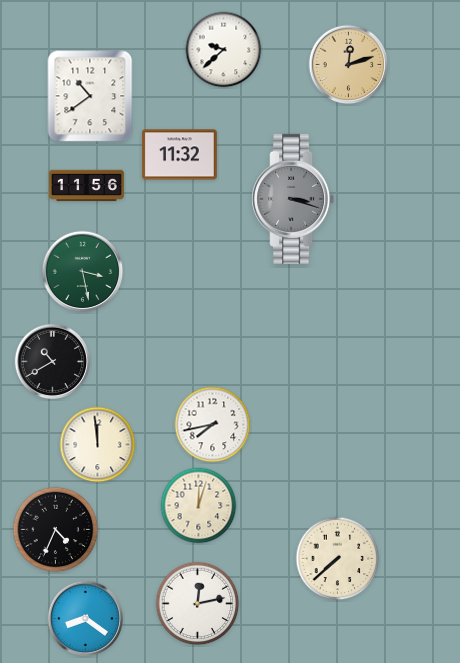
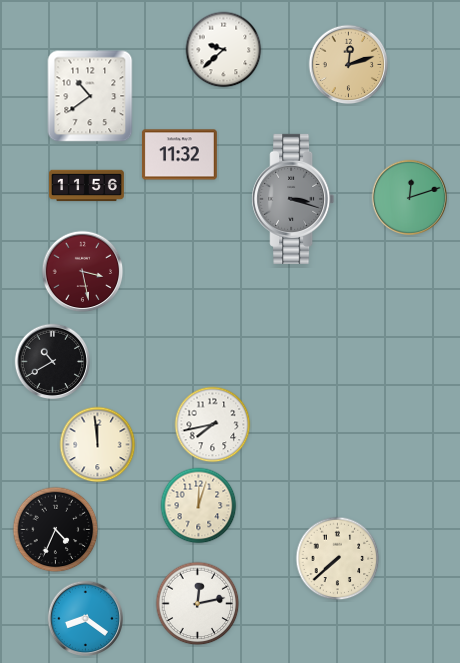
clock at (410, 198): none -> 12:12
clock at (83, 272) dial: green -> burgundy
